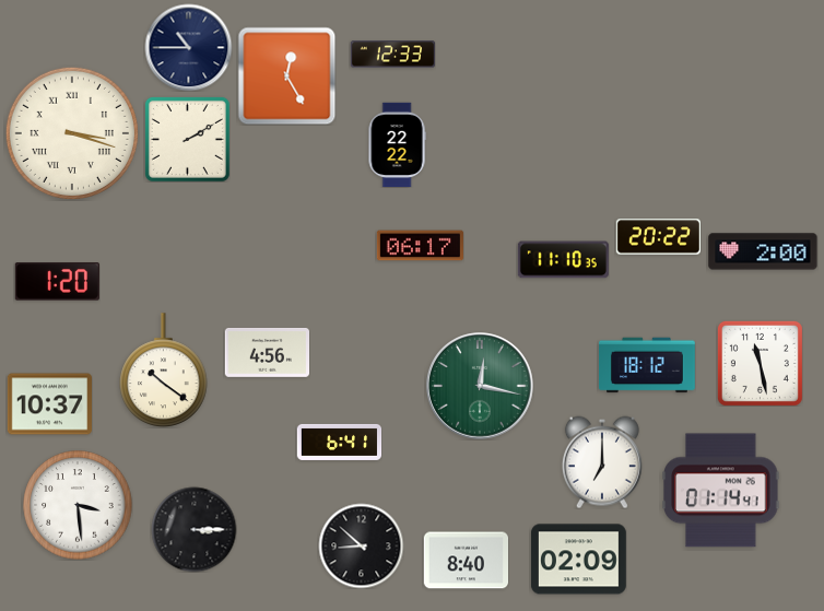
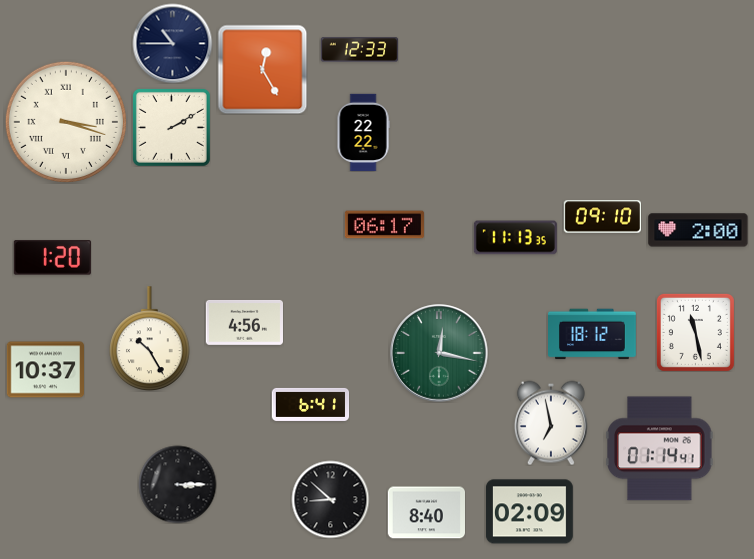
clock at (658, 237): 20:22 -> 09:10
clock at (563, 260): 11:10 -> 11:13
clock at (164, 369): 10:21 -> 10:25
clock at (602, 462): 7:00 -> 6:58
clock at (78, 505): 3:29 -> none
